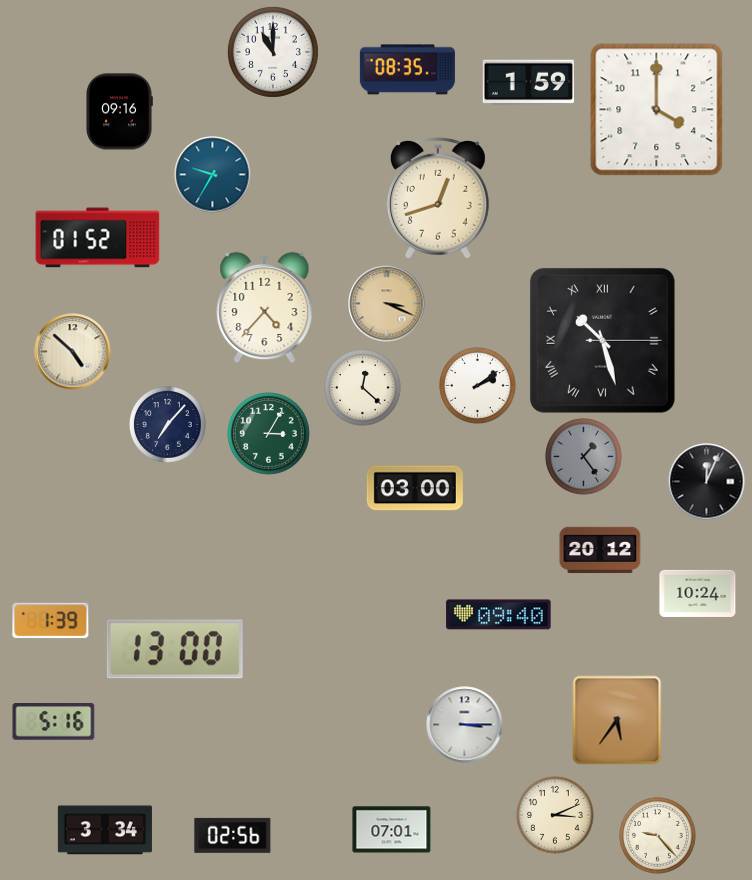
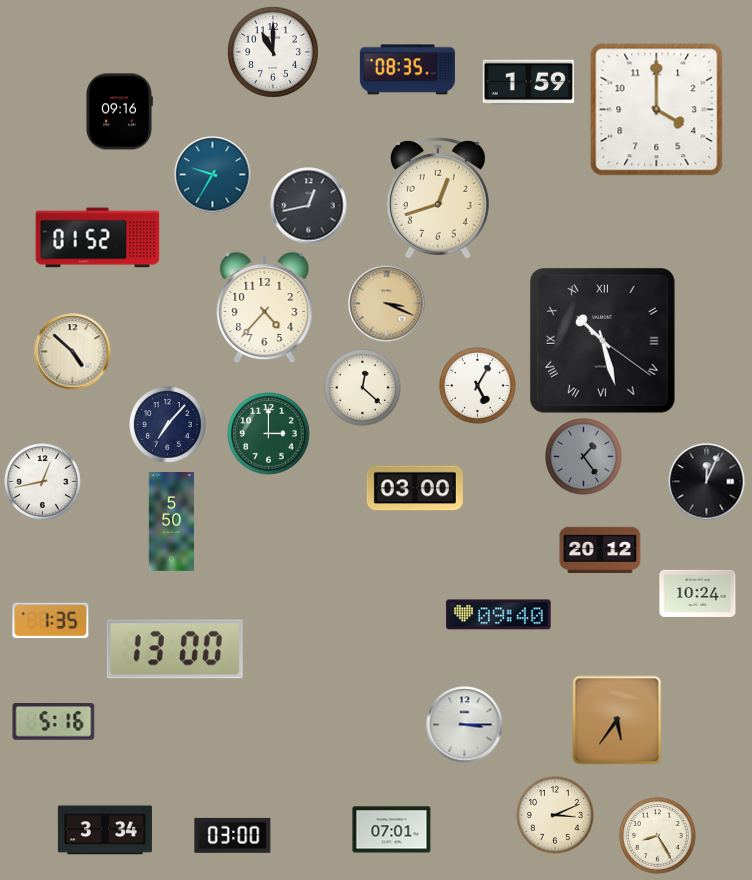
clock at (309, 206): none -> 12:43
clock at (602, 340): 10:27:15 -> 10:27:21
clock at (478, 386): 2:09 -> 5:05
clock at (269, 434): 3:05 -> 3:00
clock at (43, 482): none -> 12:43
clock at (172, 522): none -> 5:50
clock at (51, 621): 1:39 -> 1:35
clock at (233, 835): 02:56 -> 03:00
clock at (658, 836): 9:23 -> 8:25
